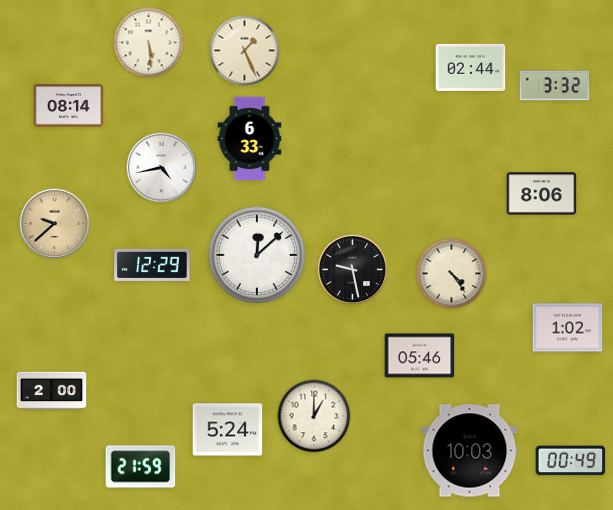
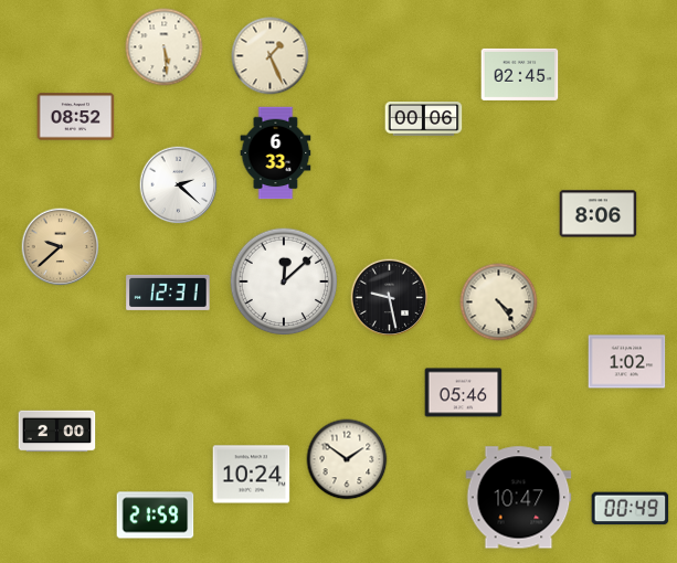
clock at (471, 67): 02:44 -> 02:45
clock at (555, 86): 3:32 -> none
clock at (69, 106): 08:14 -> 08:52
clock at (424, 119): none -> 00:06
clock at (162, 168): 4:43 -> 2:22
clock at (152, 265): 12:29 -> 12:31
clock at (314, 416): 1:00 -> 1:51
clock at (228, 430): 5:24 -> 10:24
clock at (470, 451): 10:03 -> 10:47
